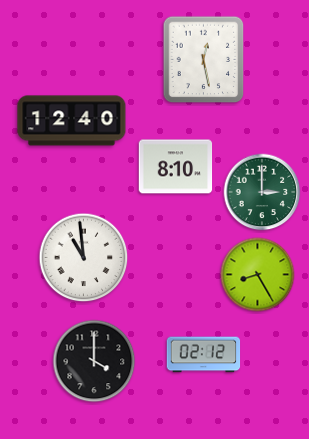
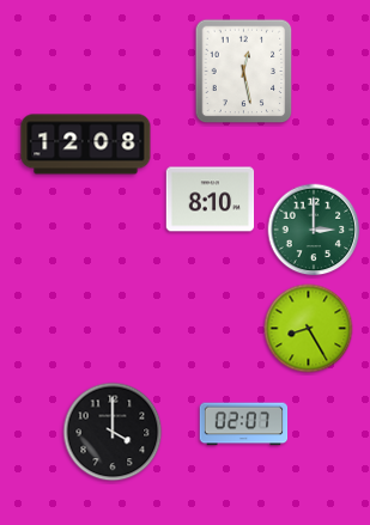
clock at (72, 121): 12:40 -> 12:08
clock at (84, 258): 10:59 -> none
clock at (204, 355): 02:12 -> 02:07
